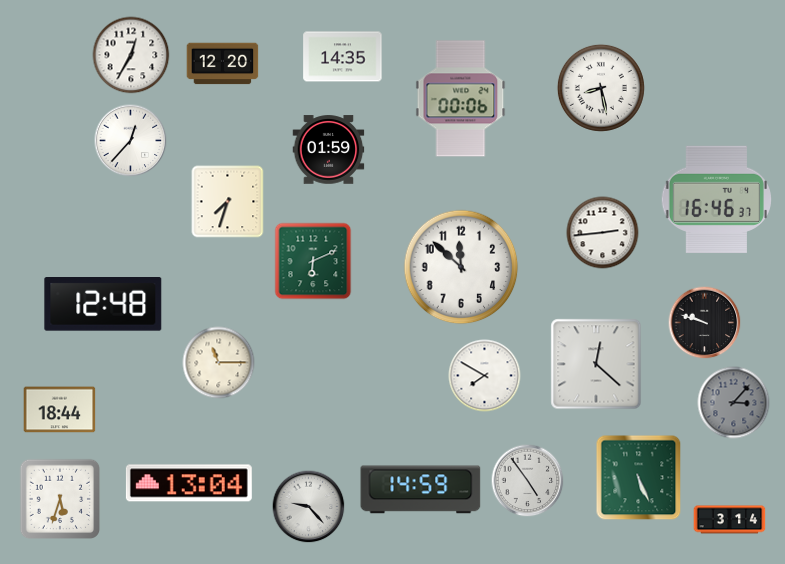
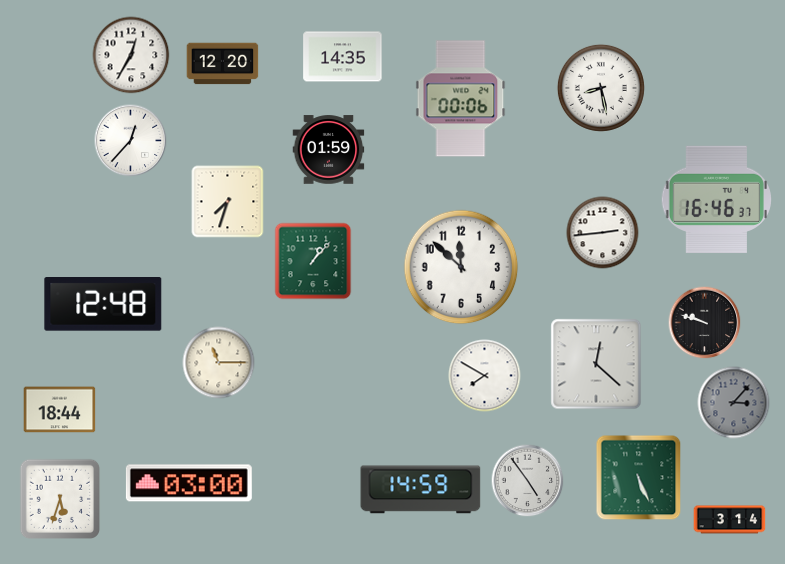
clock at (313, 261): 6:11 -> 1:07
clock at (189, 483): 13:04 -> 03:00
clock at (309, 507): 9:23 -> none
